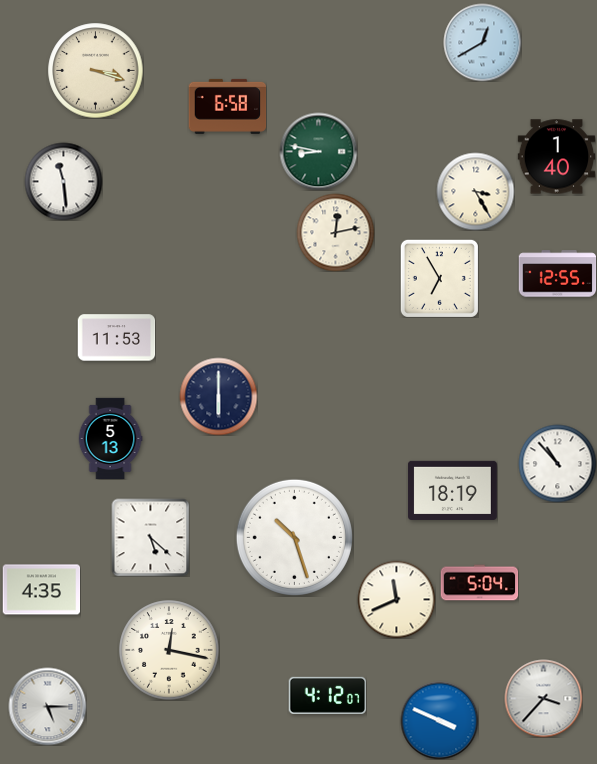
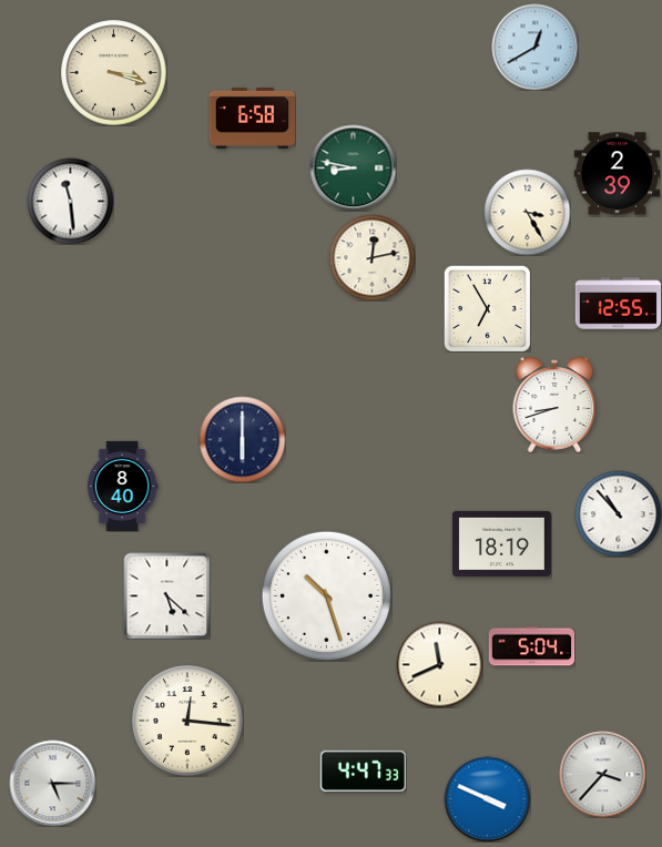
clock at (95, 70) position: (95, 70) -> (113, 72)
clock at (556, 157): 1:40 -> 2:39
clock at (116, 338): 11:53 -> none
clock at (554, 405): none -> 8:42
clock at (110, 438): 5:13 -> 8:40
clock at (41, 590): 4:35 -> none
clock at (169, 650): 12:17 -> 12:16
clock at (327, 695): 4:12 -> 4:47
